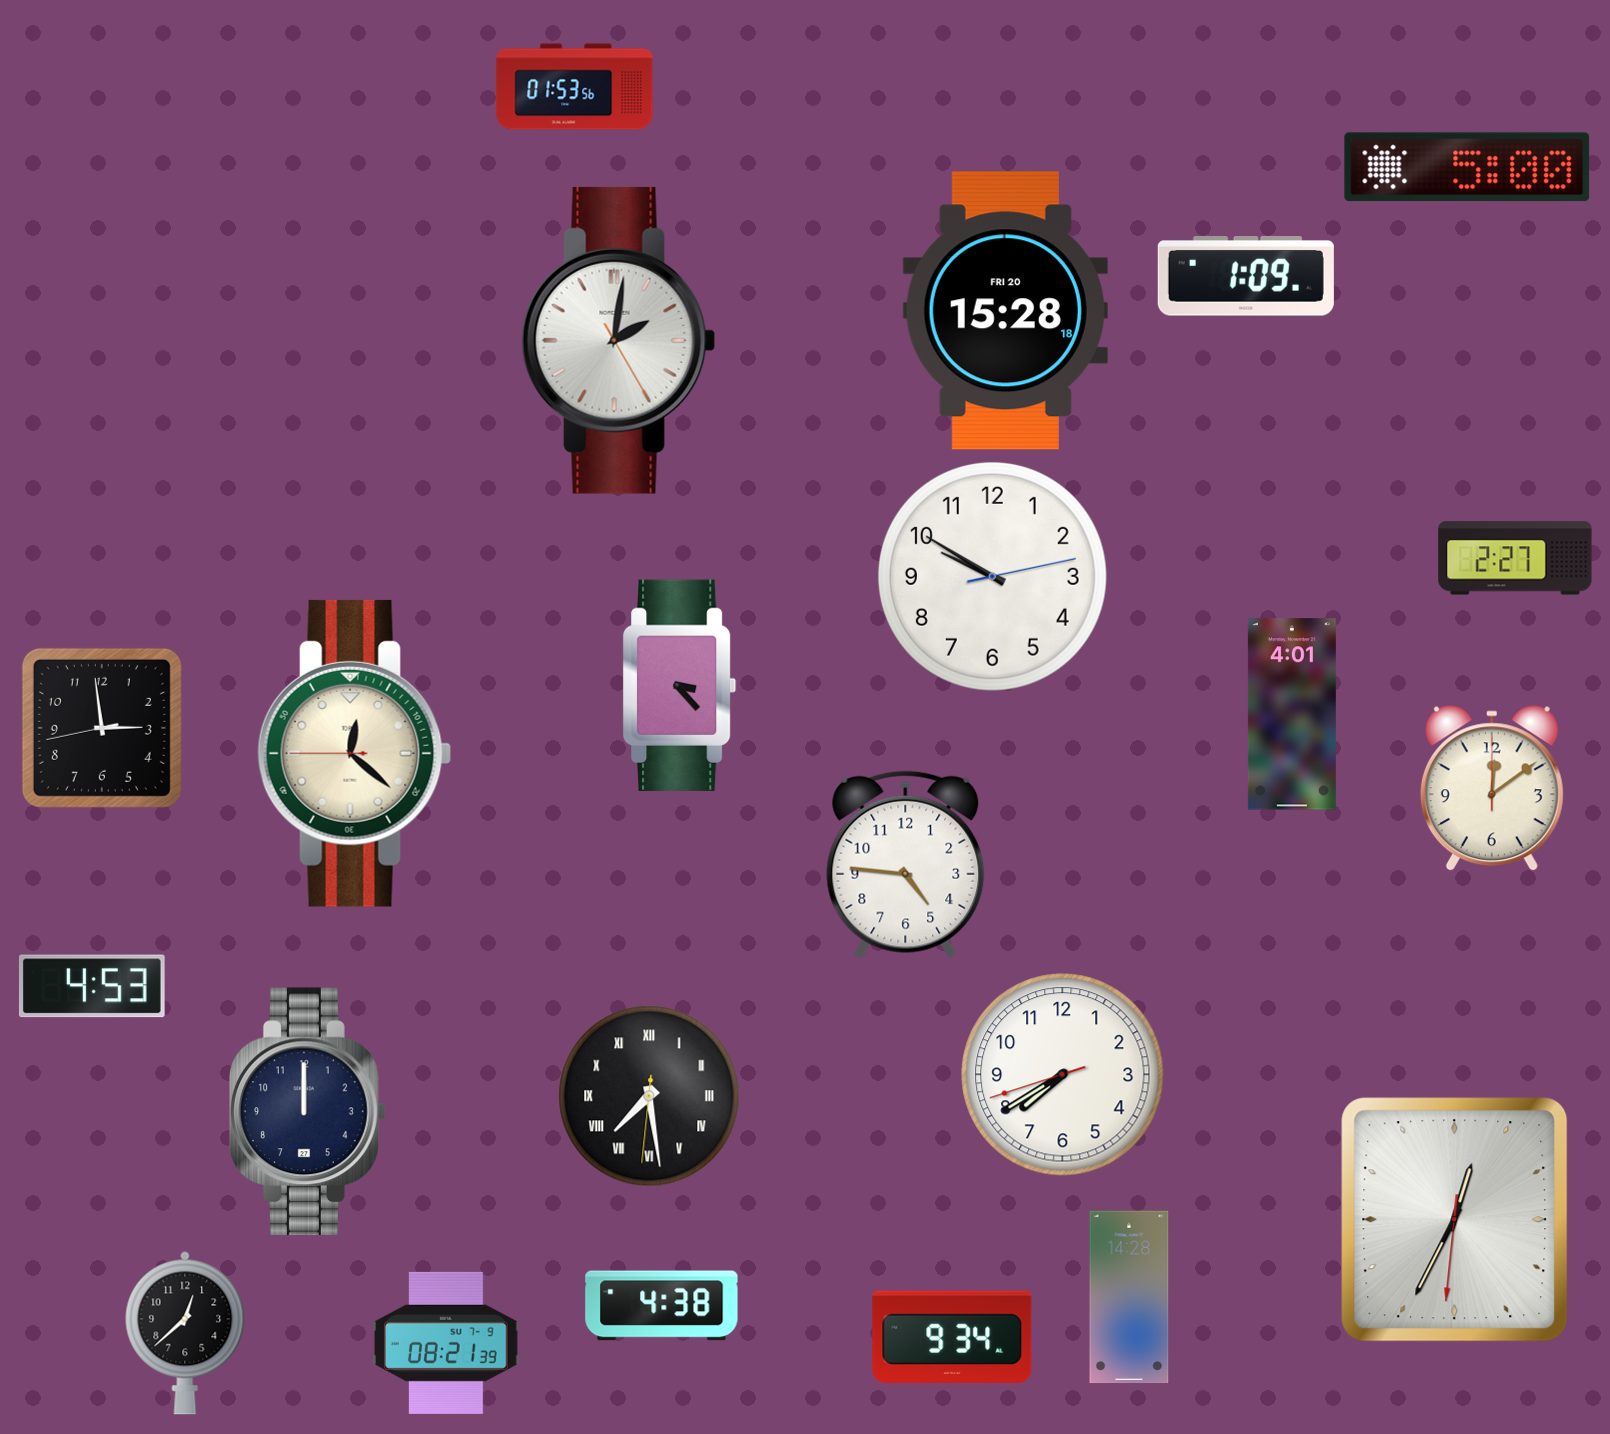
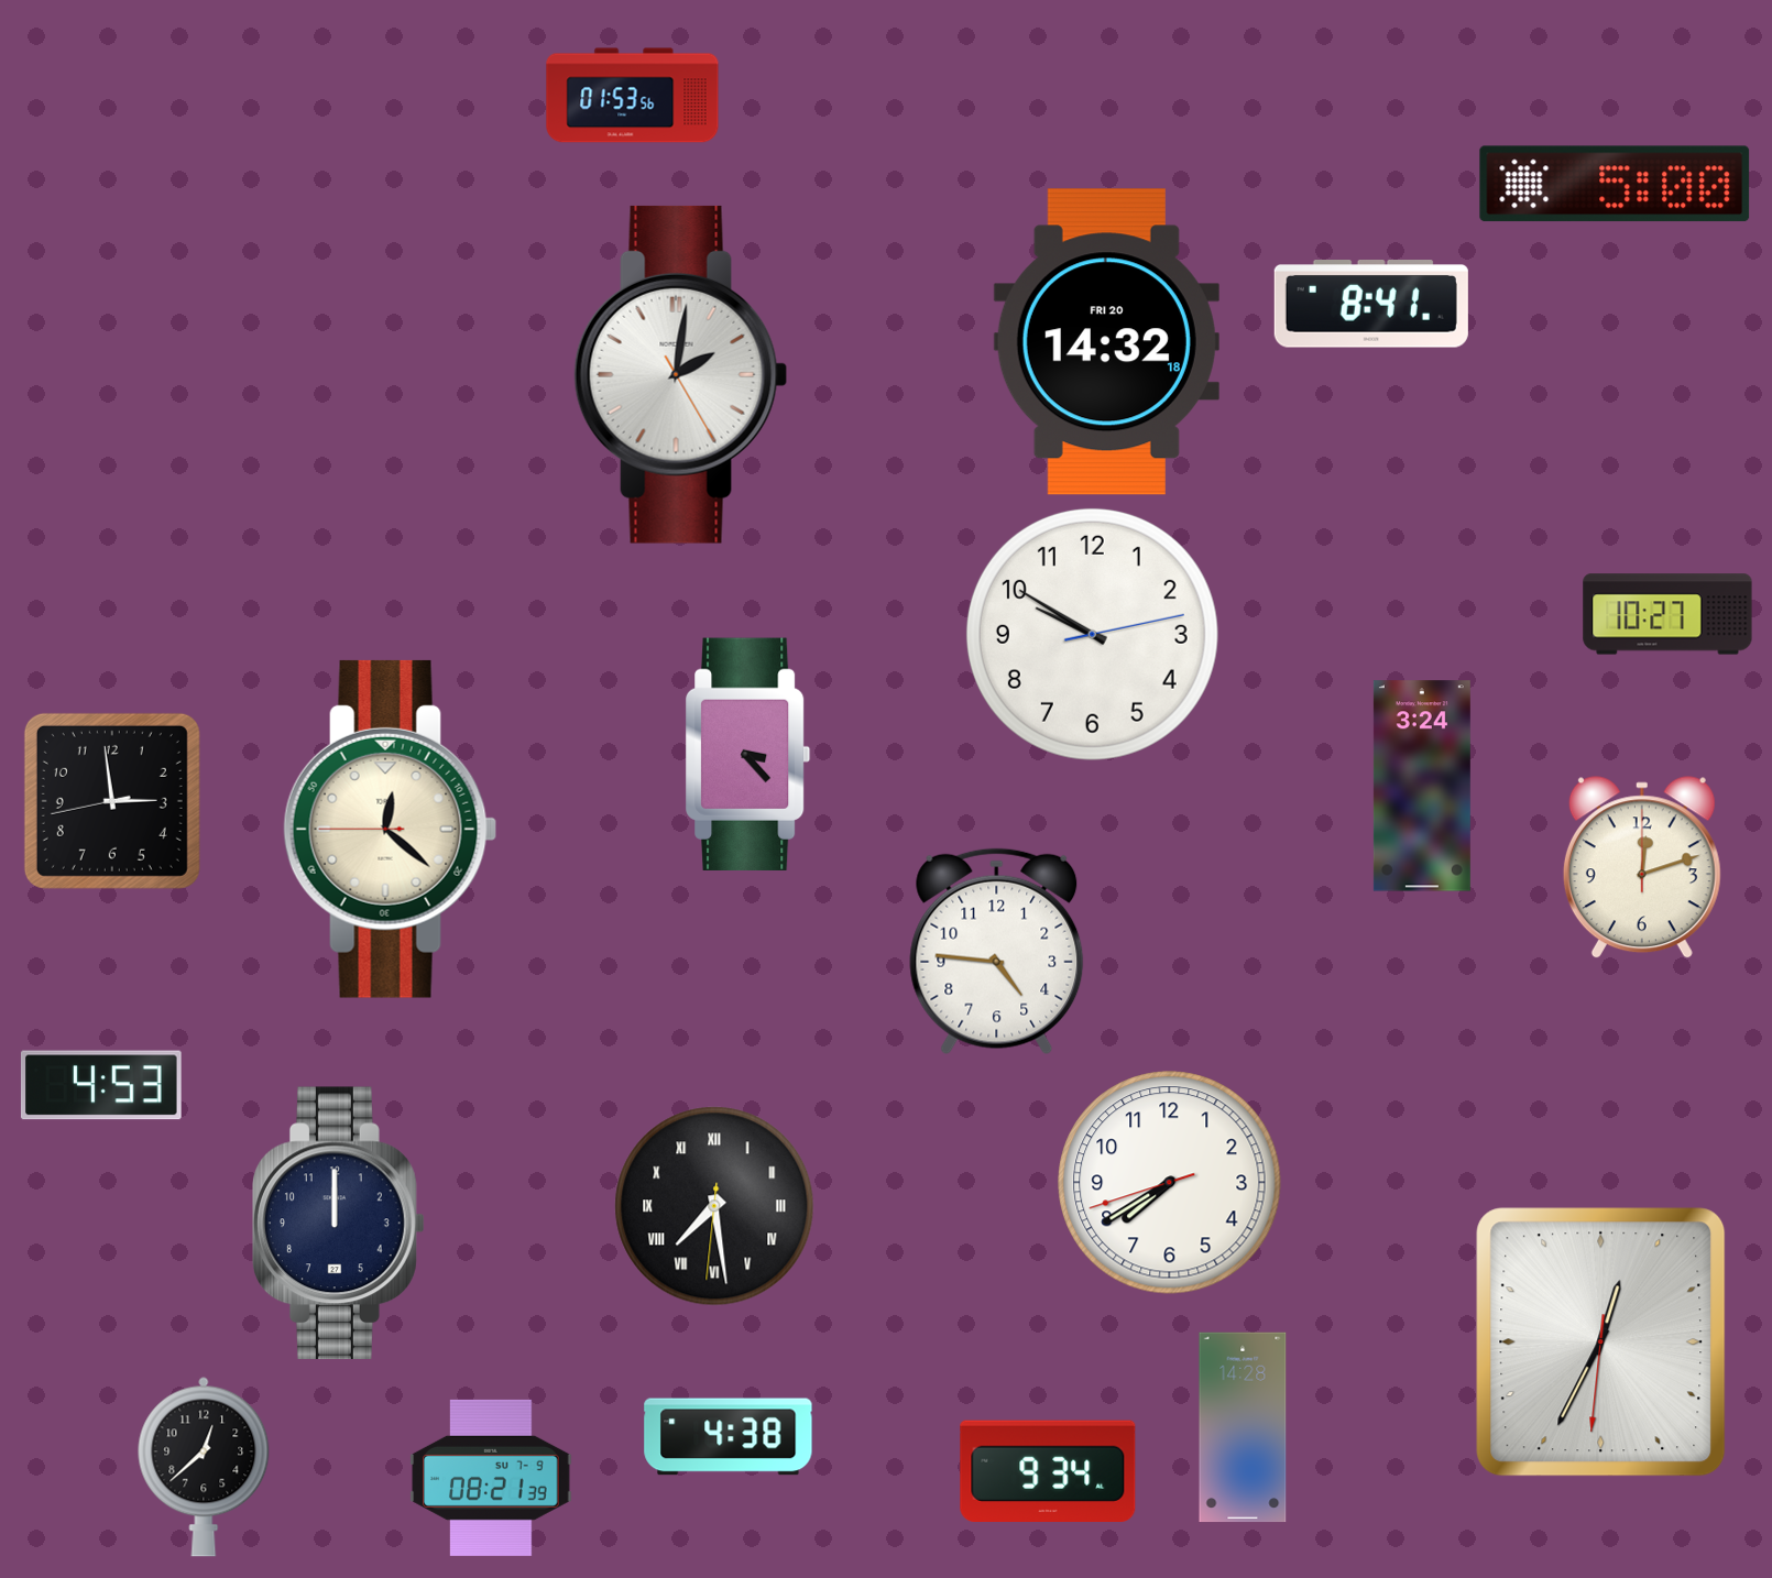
clock at (1246, 277): 1:09 -> 8:41
clock at (1005, 311): 15:28 -> 14:32
clock at (1515, 558): 2:27 -> 10:27
clock at (1292, 714): 4:01 -> 3:24
clock at (1492, 789): 12:09 -> 12:12
